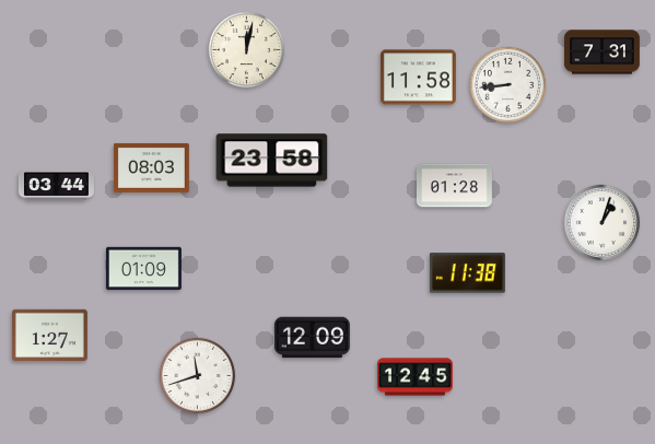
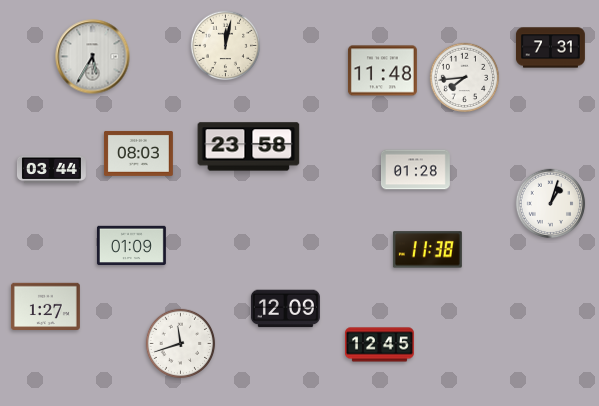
clock at (93, 57): none -> 5:35
clock at (418, 78): 11:58 -> 11:48
clock at (508, 85): 8:44 -> 7:44
